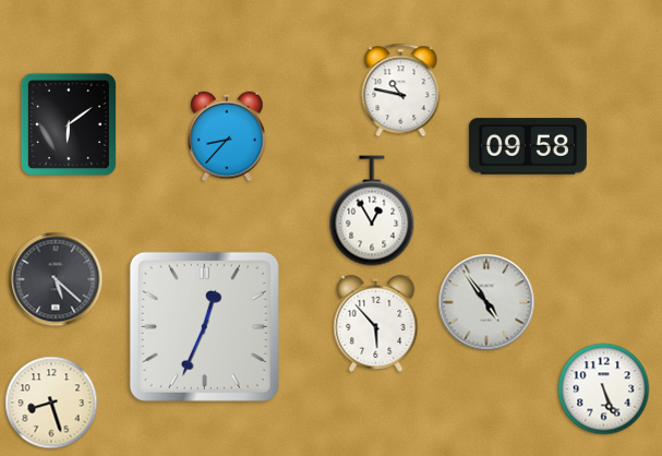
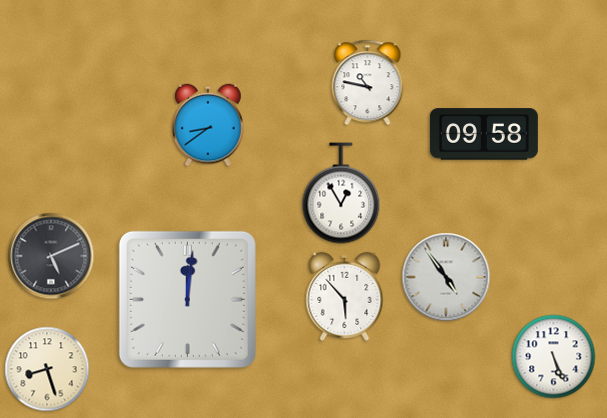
clock at (69, 124): 6:09 -> none
clock at (227, 136): 8:37 -> 8:39
clock at (56, 279): 5:22 -> 5:11
clock at (204, 326): 12:34 -> 12:01
